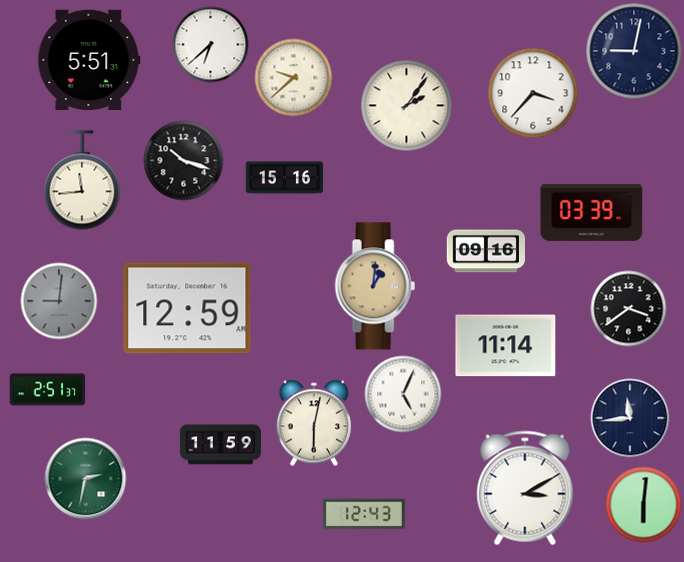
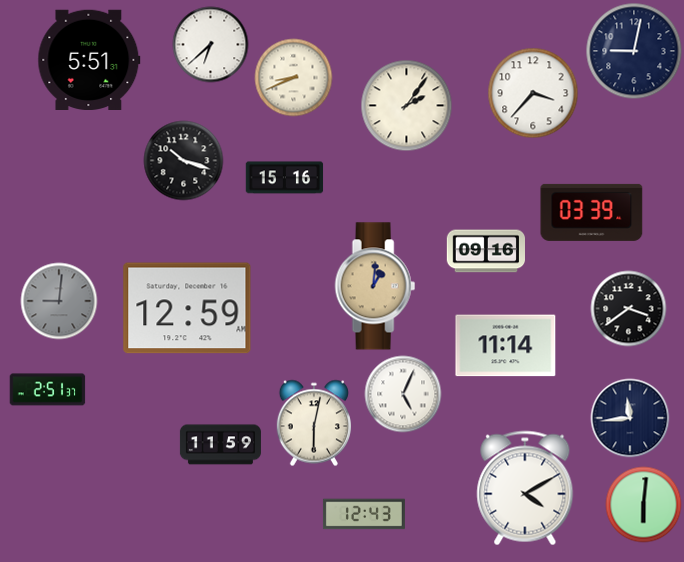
clock at (294, 78): 9:38 -> 8:41
clock at (82, 180): 11:44 -> none
clock at (86, 479): 2:32 -> none
clock at (525, 488): 3:10 -> 4:10
